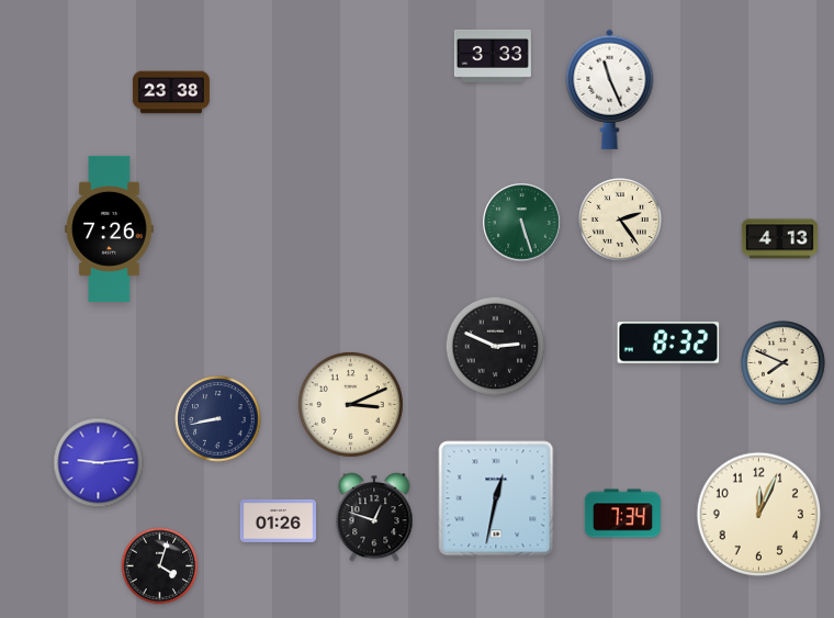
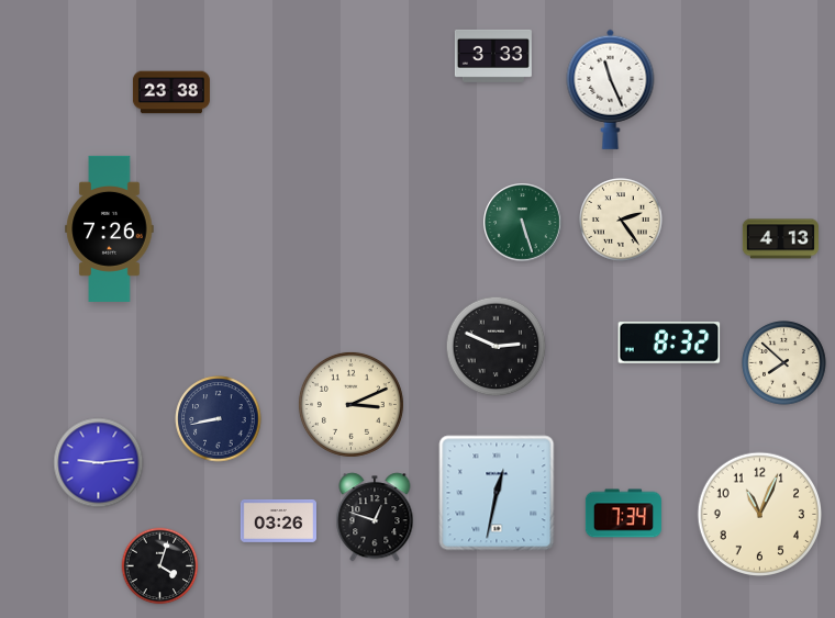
clock at (784, 363): 7:49 -> 7:52
clock at (496, 498) position: (496, 498) -> (497, 493)
clock at (759, 515): 12:04 -> 11:04
clock at (278, 521): 01:26 -> 03:26
